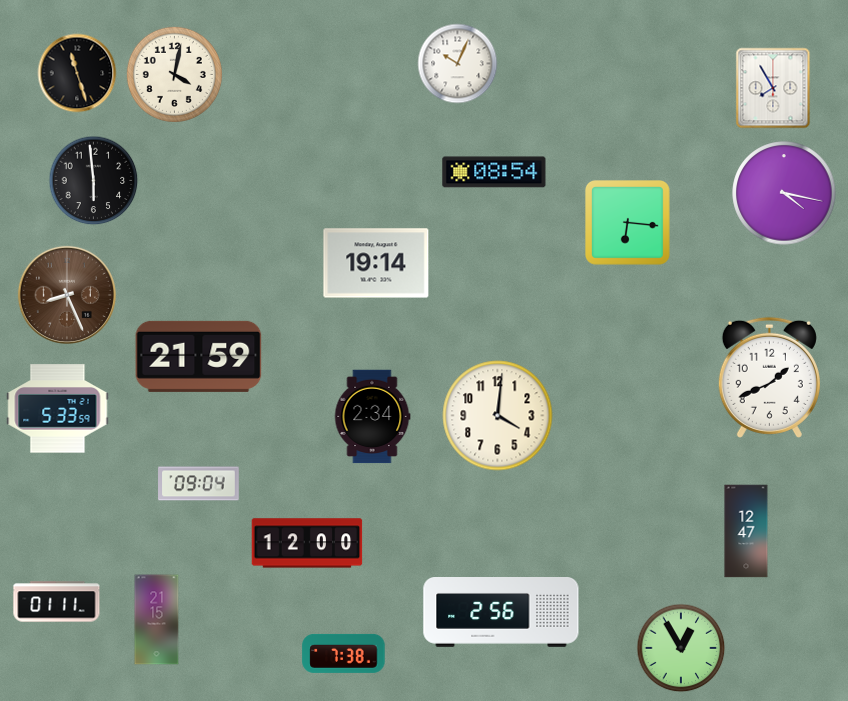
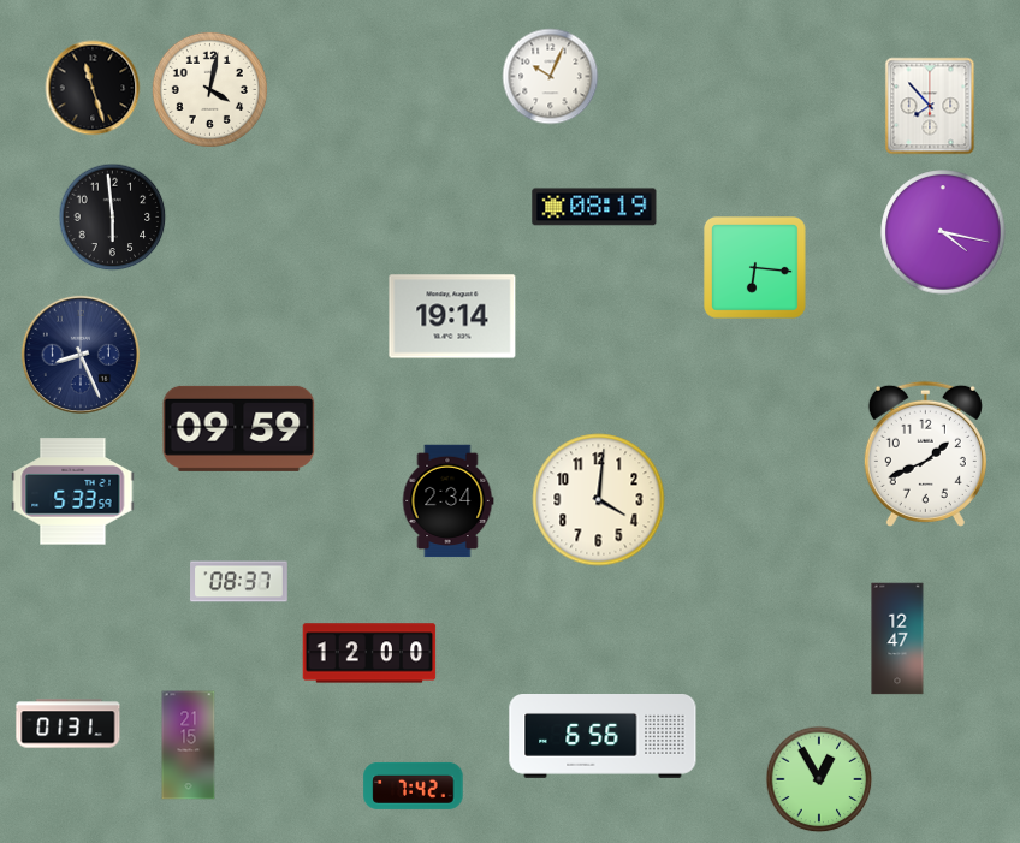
clock at (773, 88): 7:55 -> 7:53
clock at (494, 172): 08:54 -> 08:19
clock at (67, 295) dial: brown -> navy
clock at (199, 356): 21:59 -> 09:59
clock at (58, 409) position: (58, 409) -> (73, 492)
clock at (199, 484): 09:04 -> 08:37
clock at (57, 602): 01:11 -> 01:31
clock at (501, 612): 2:56 -> 6:56
clock at (344, 653): 7:38 -> 7:42
